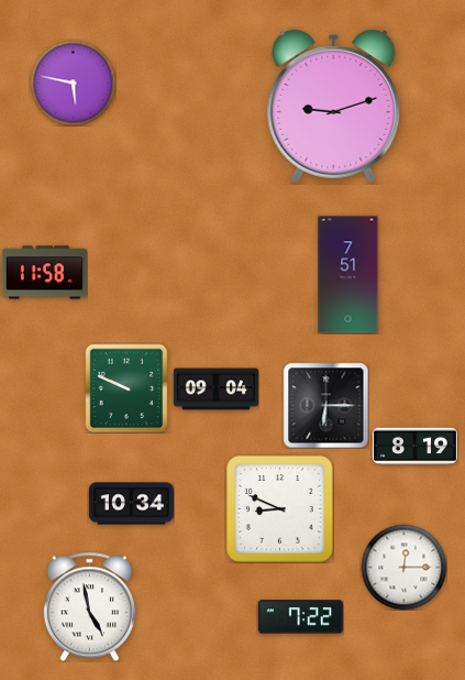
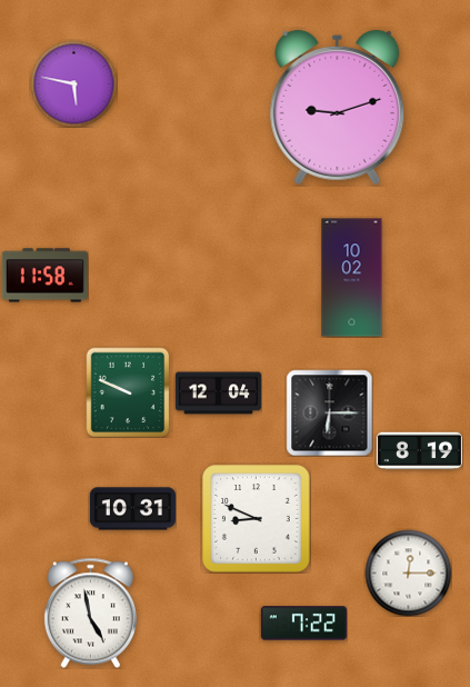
clock at (348, 275): 7:51 -> 10:02
clock at (215, 390): 09:04 -> 12:04
clock at (325, 405) position: (325, 405) -> (329, 412)
clock at (131, 504): 10:34 -> 10:31
clock at (280, 509) position: (280, 509) -> (257, 519)
